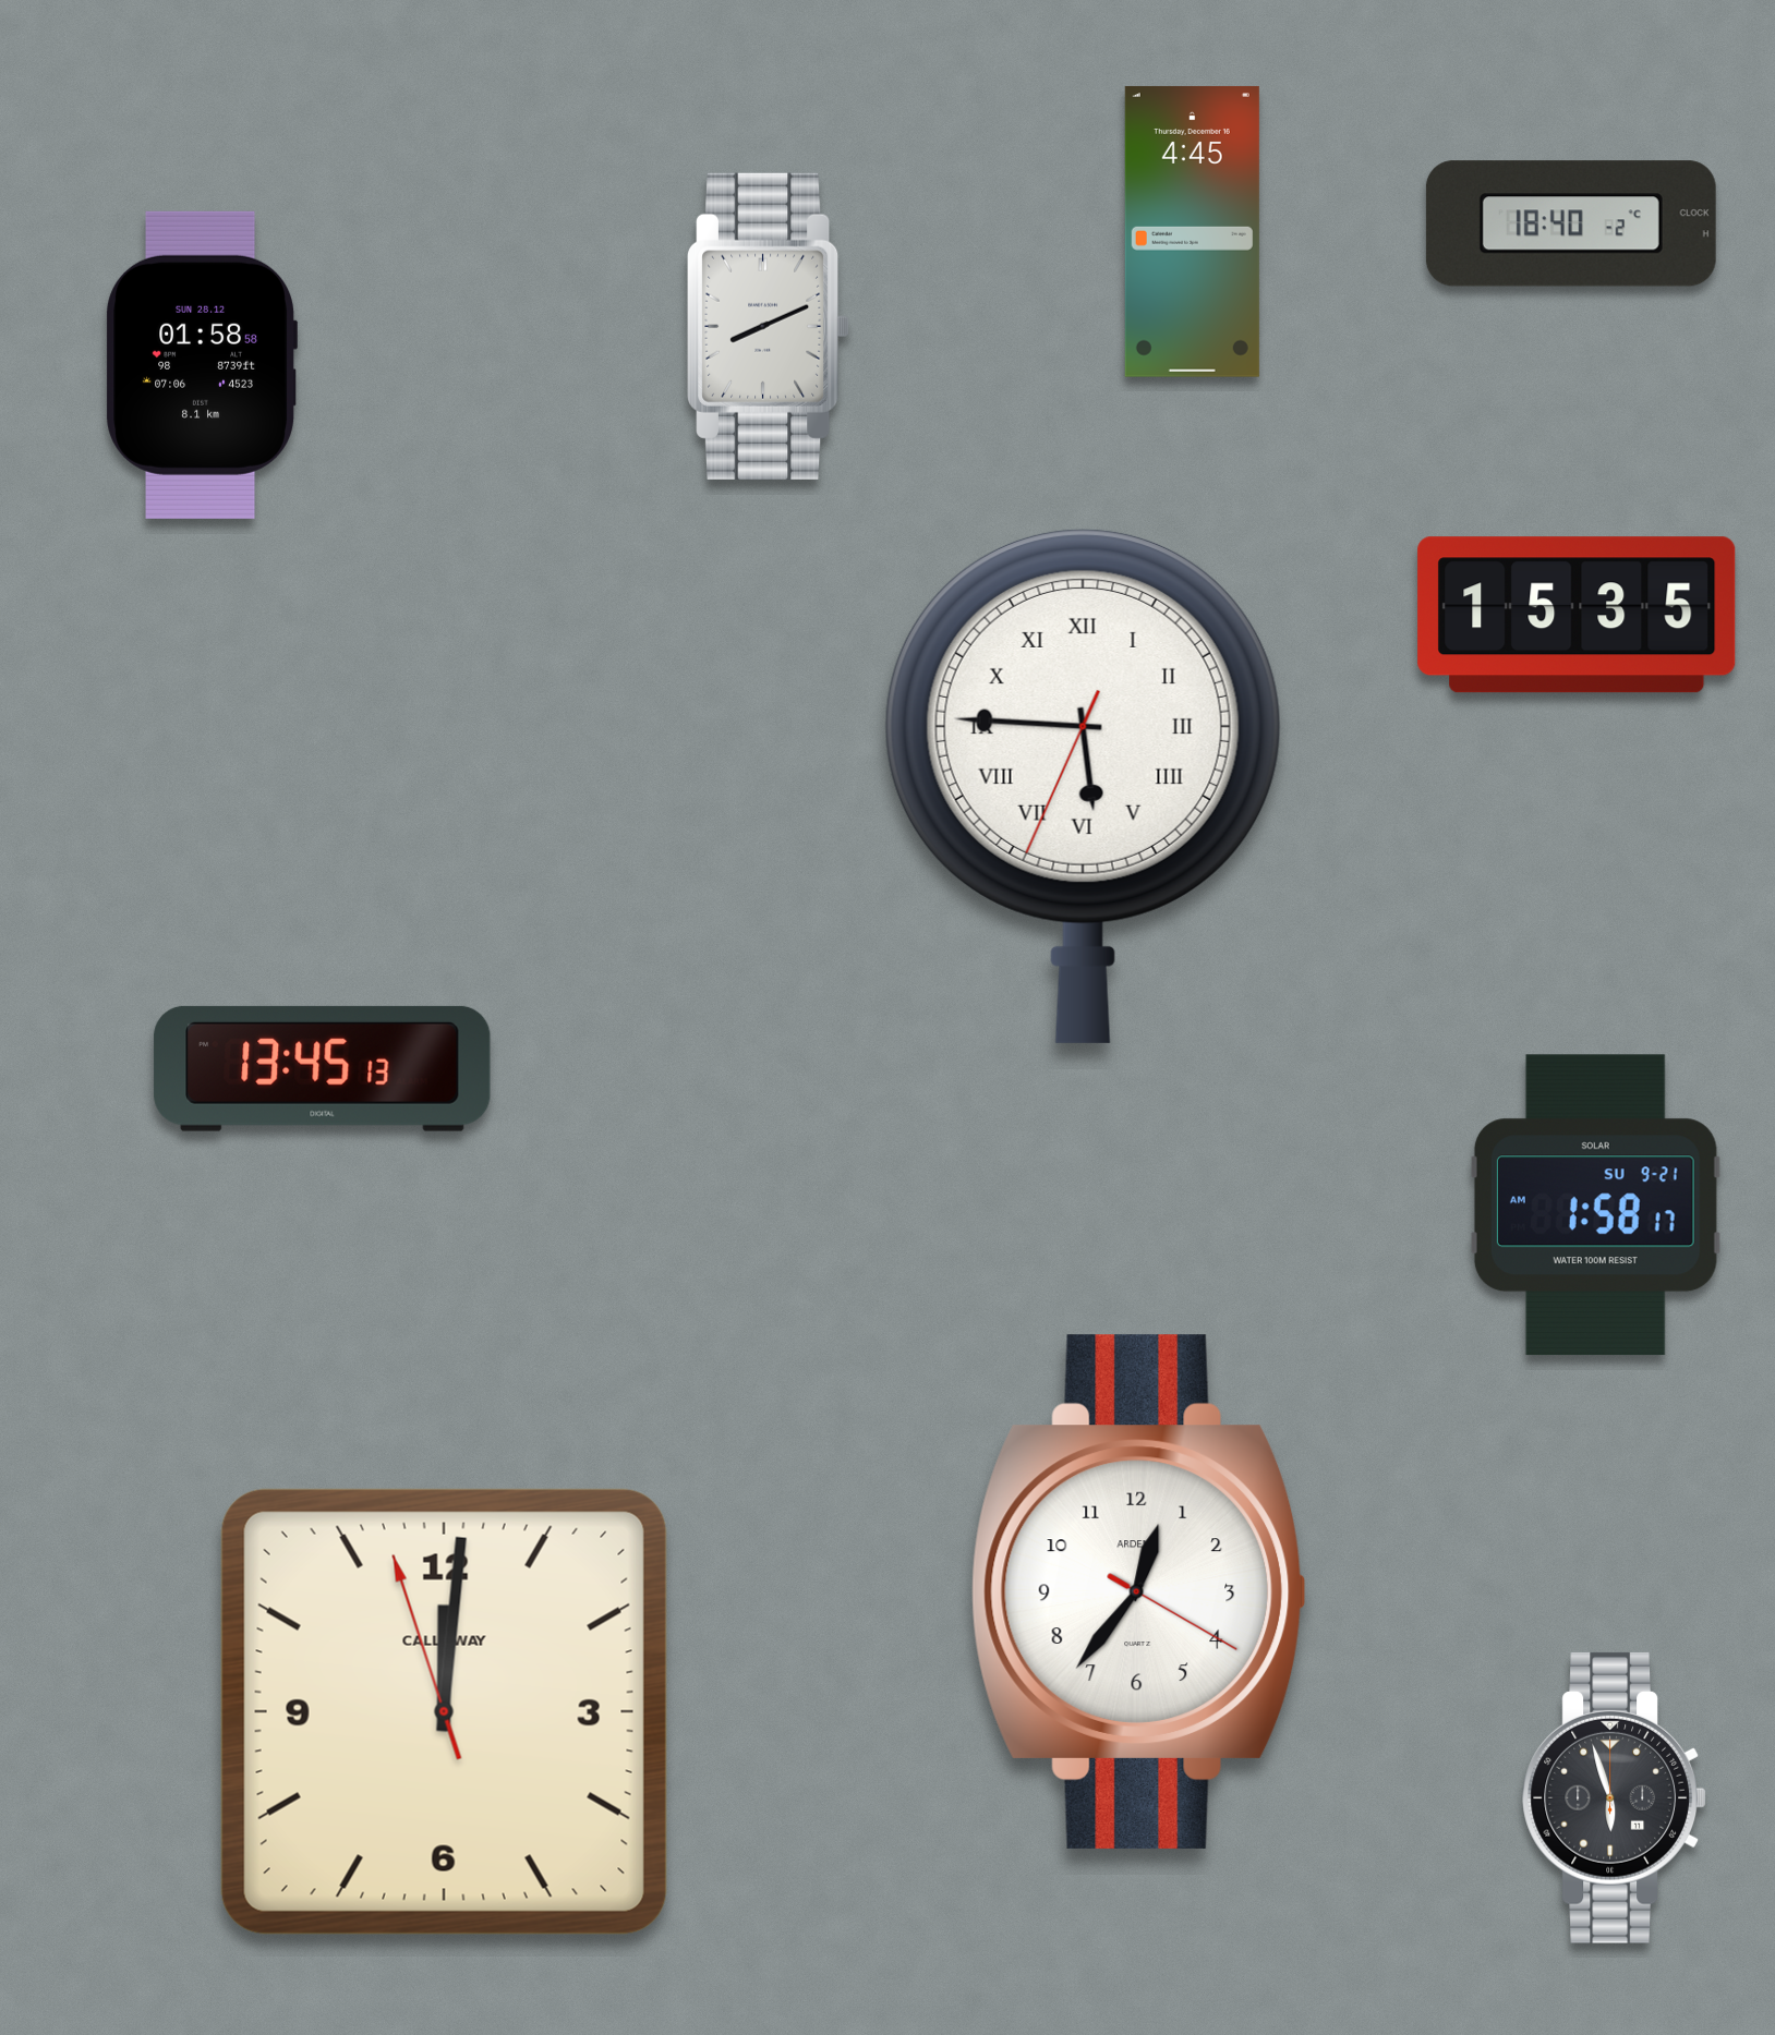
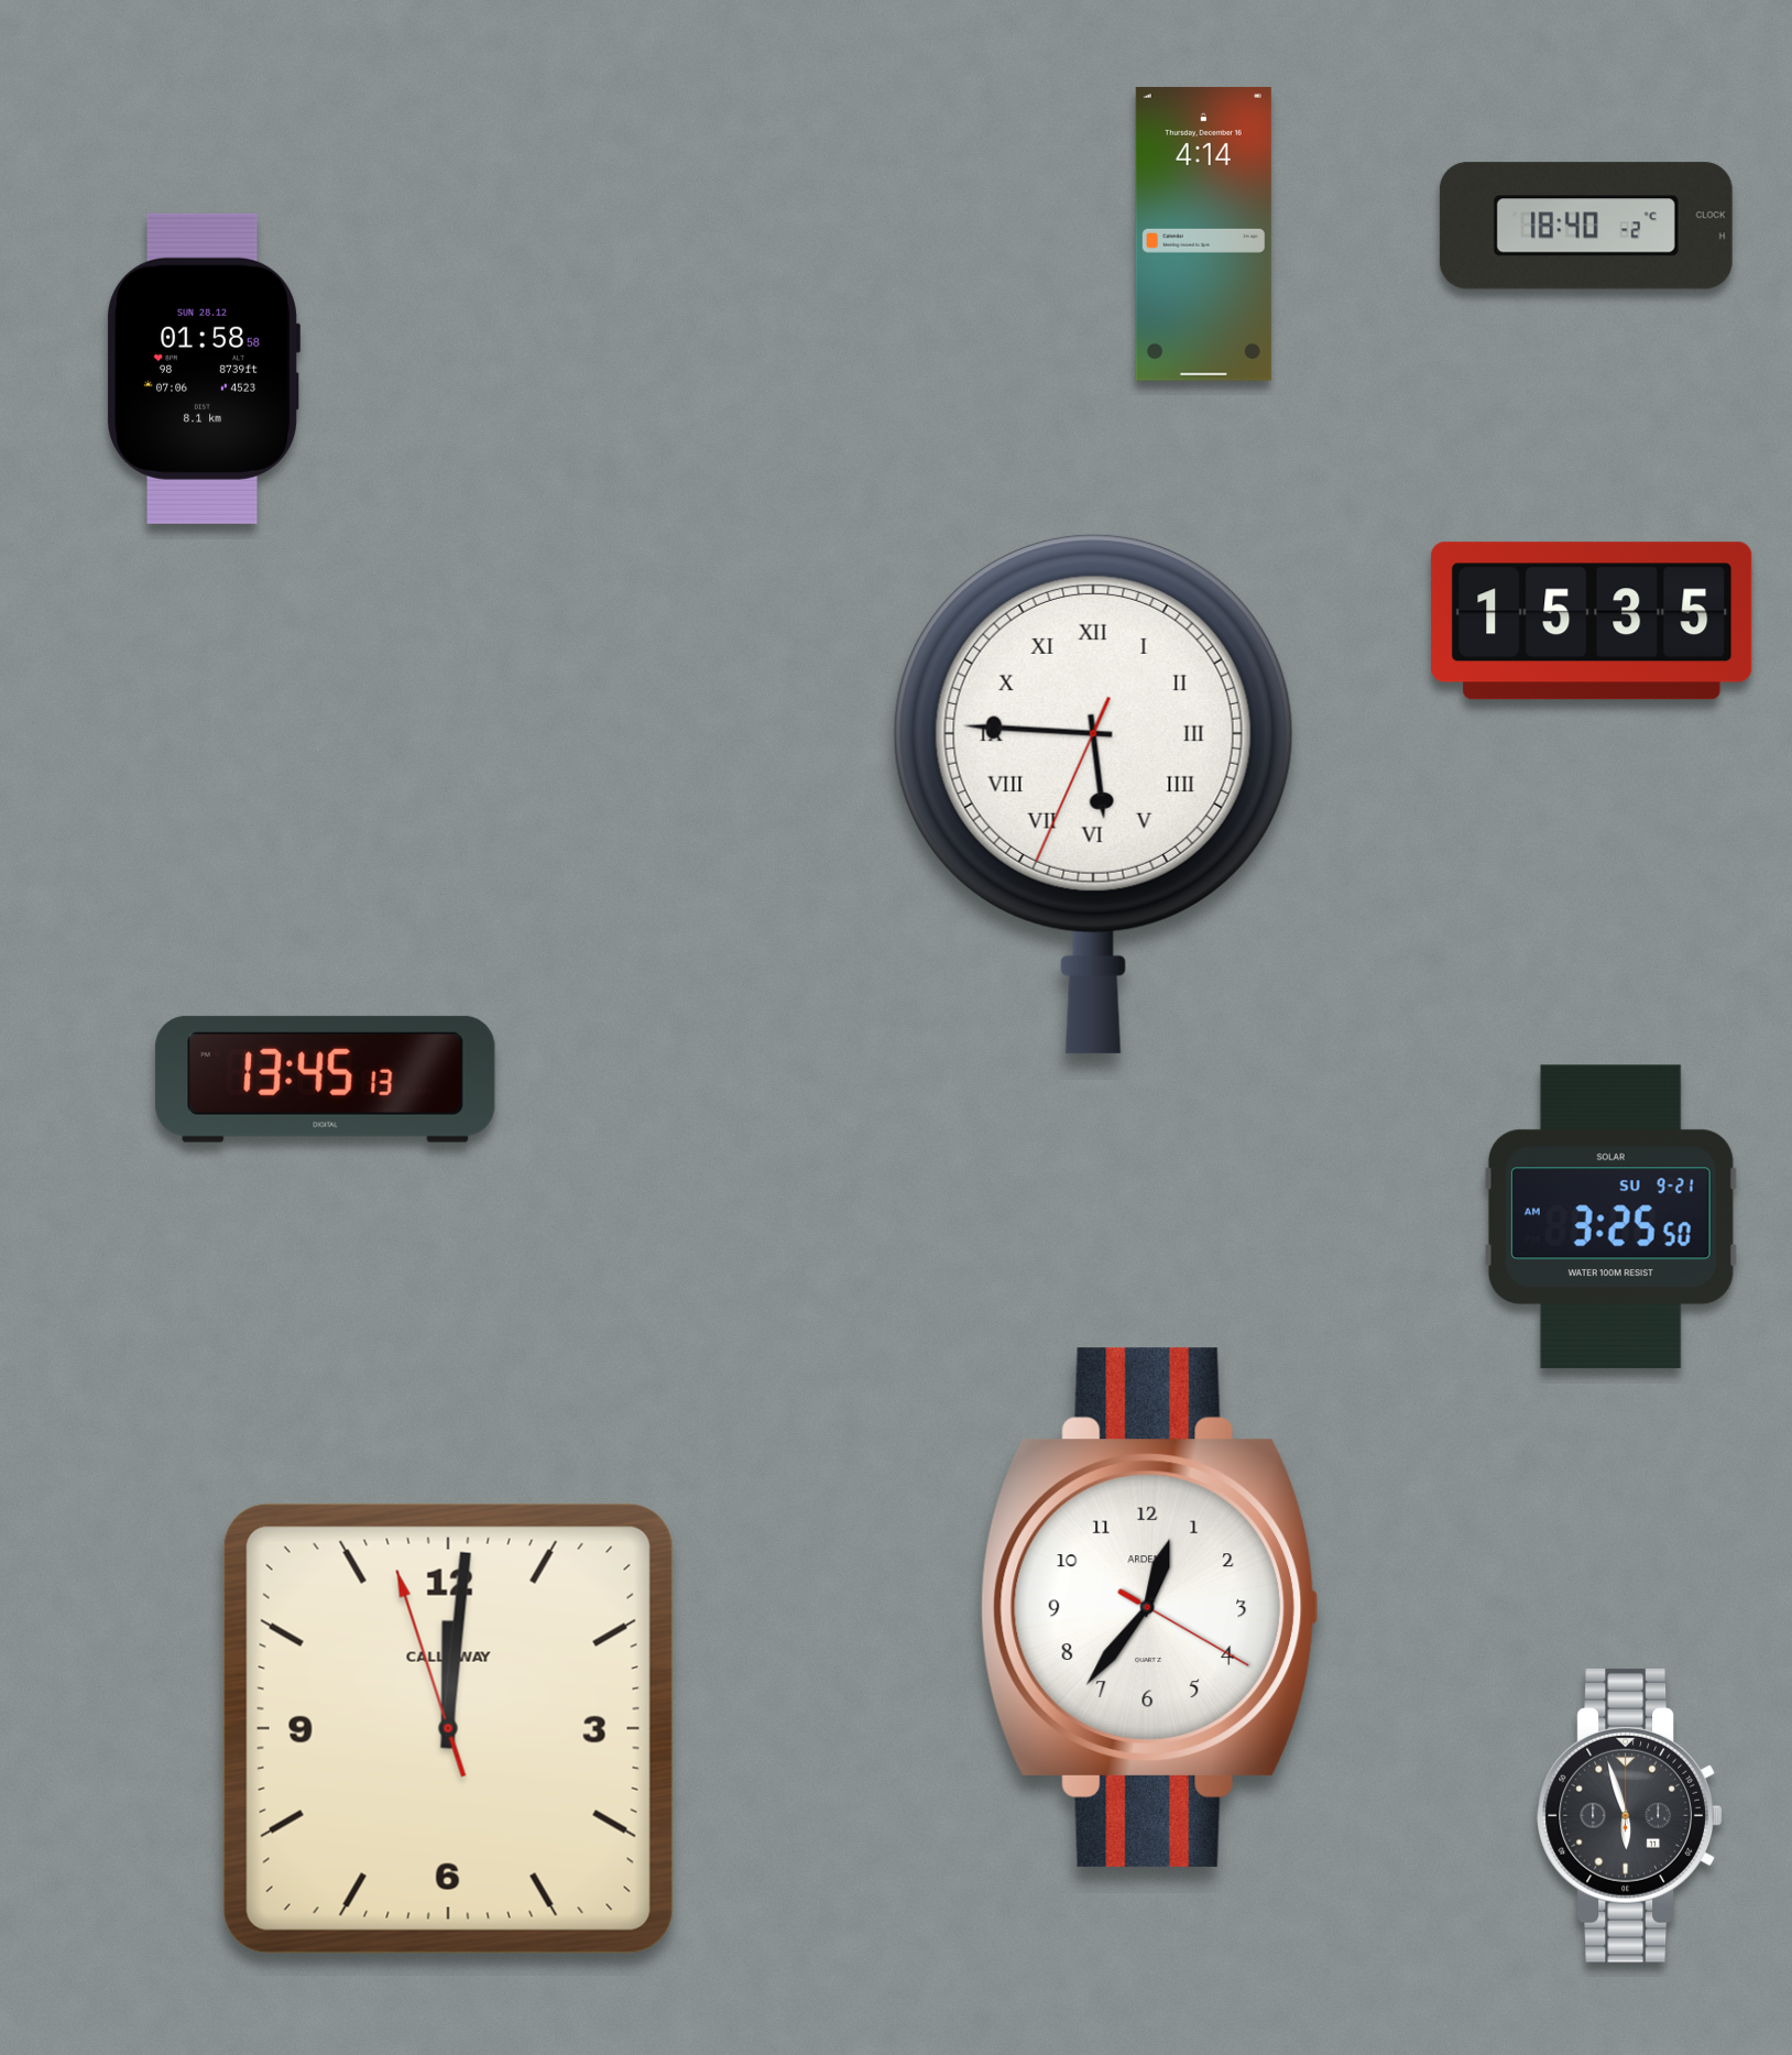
clock at (1192, 231): 4:45 -> 4:14
clock at (769, 326): 8:11 -> none
clock at (1595, 1206): 1:58 -> 3:25
